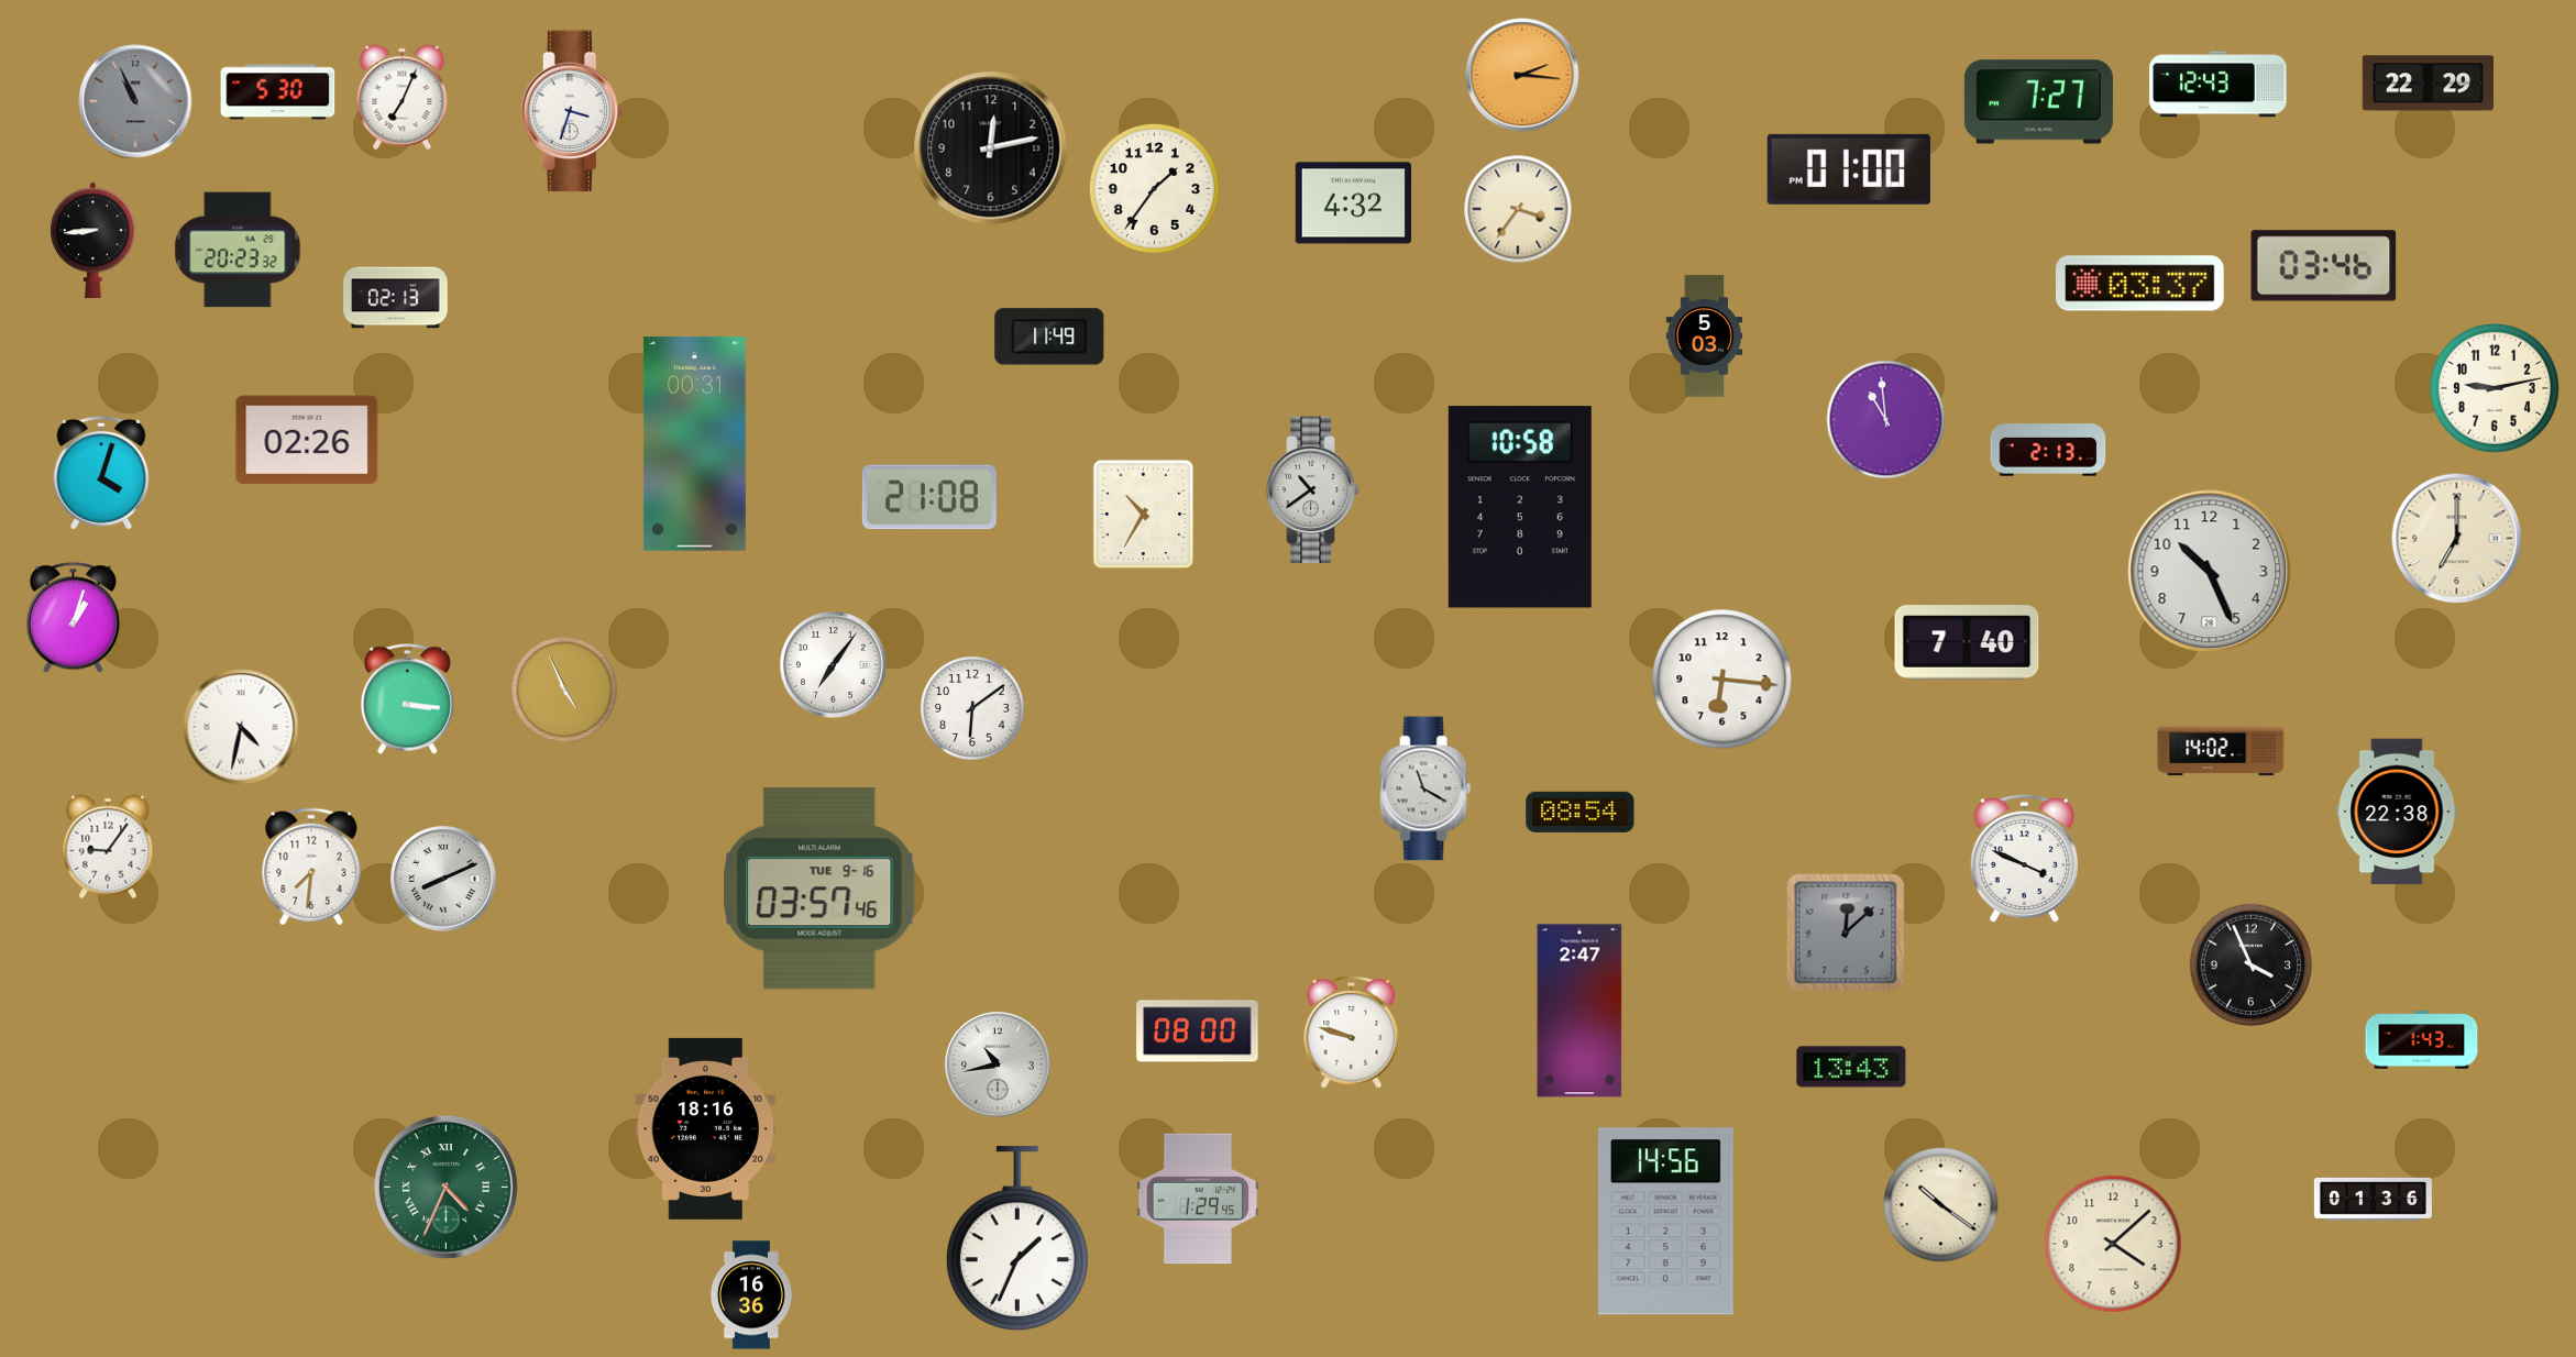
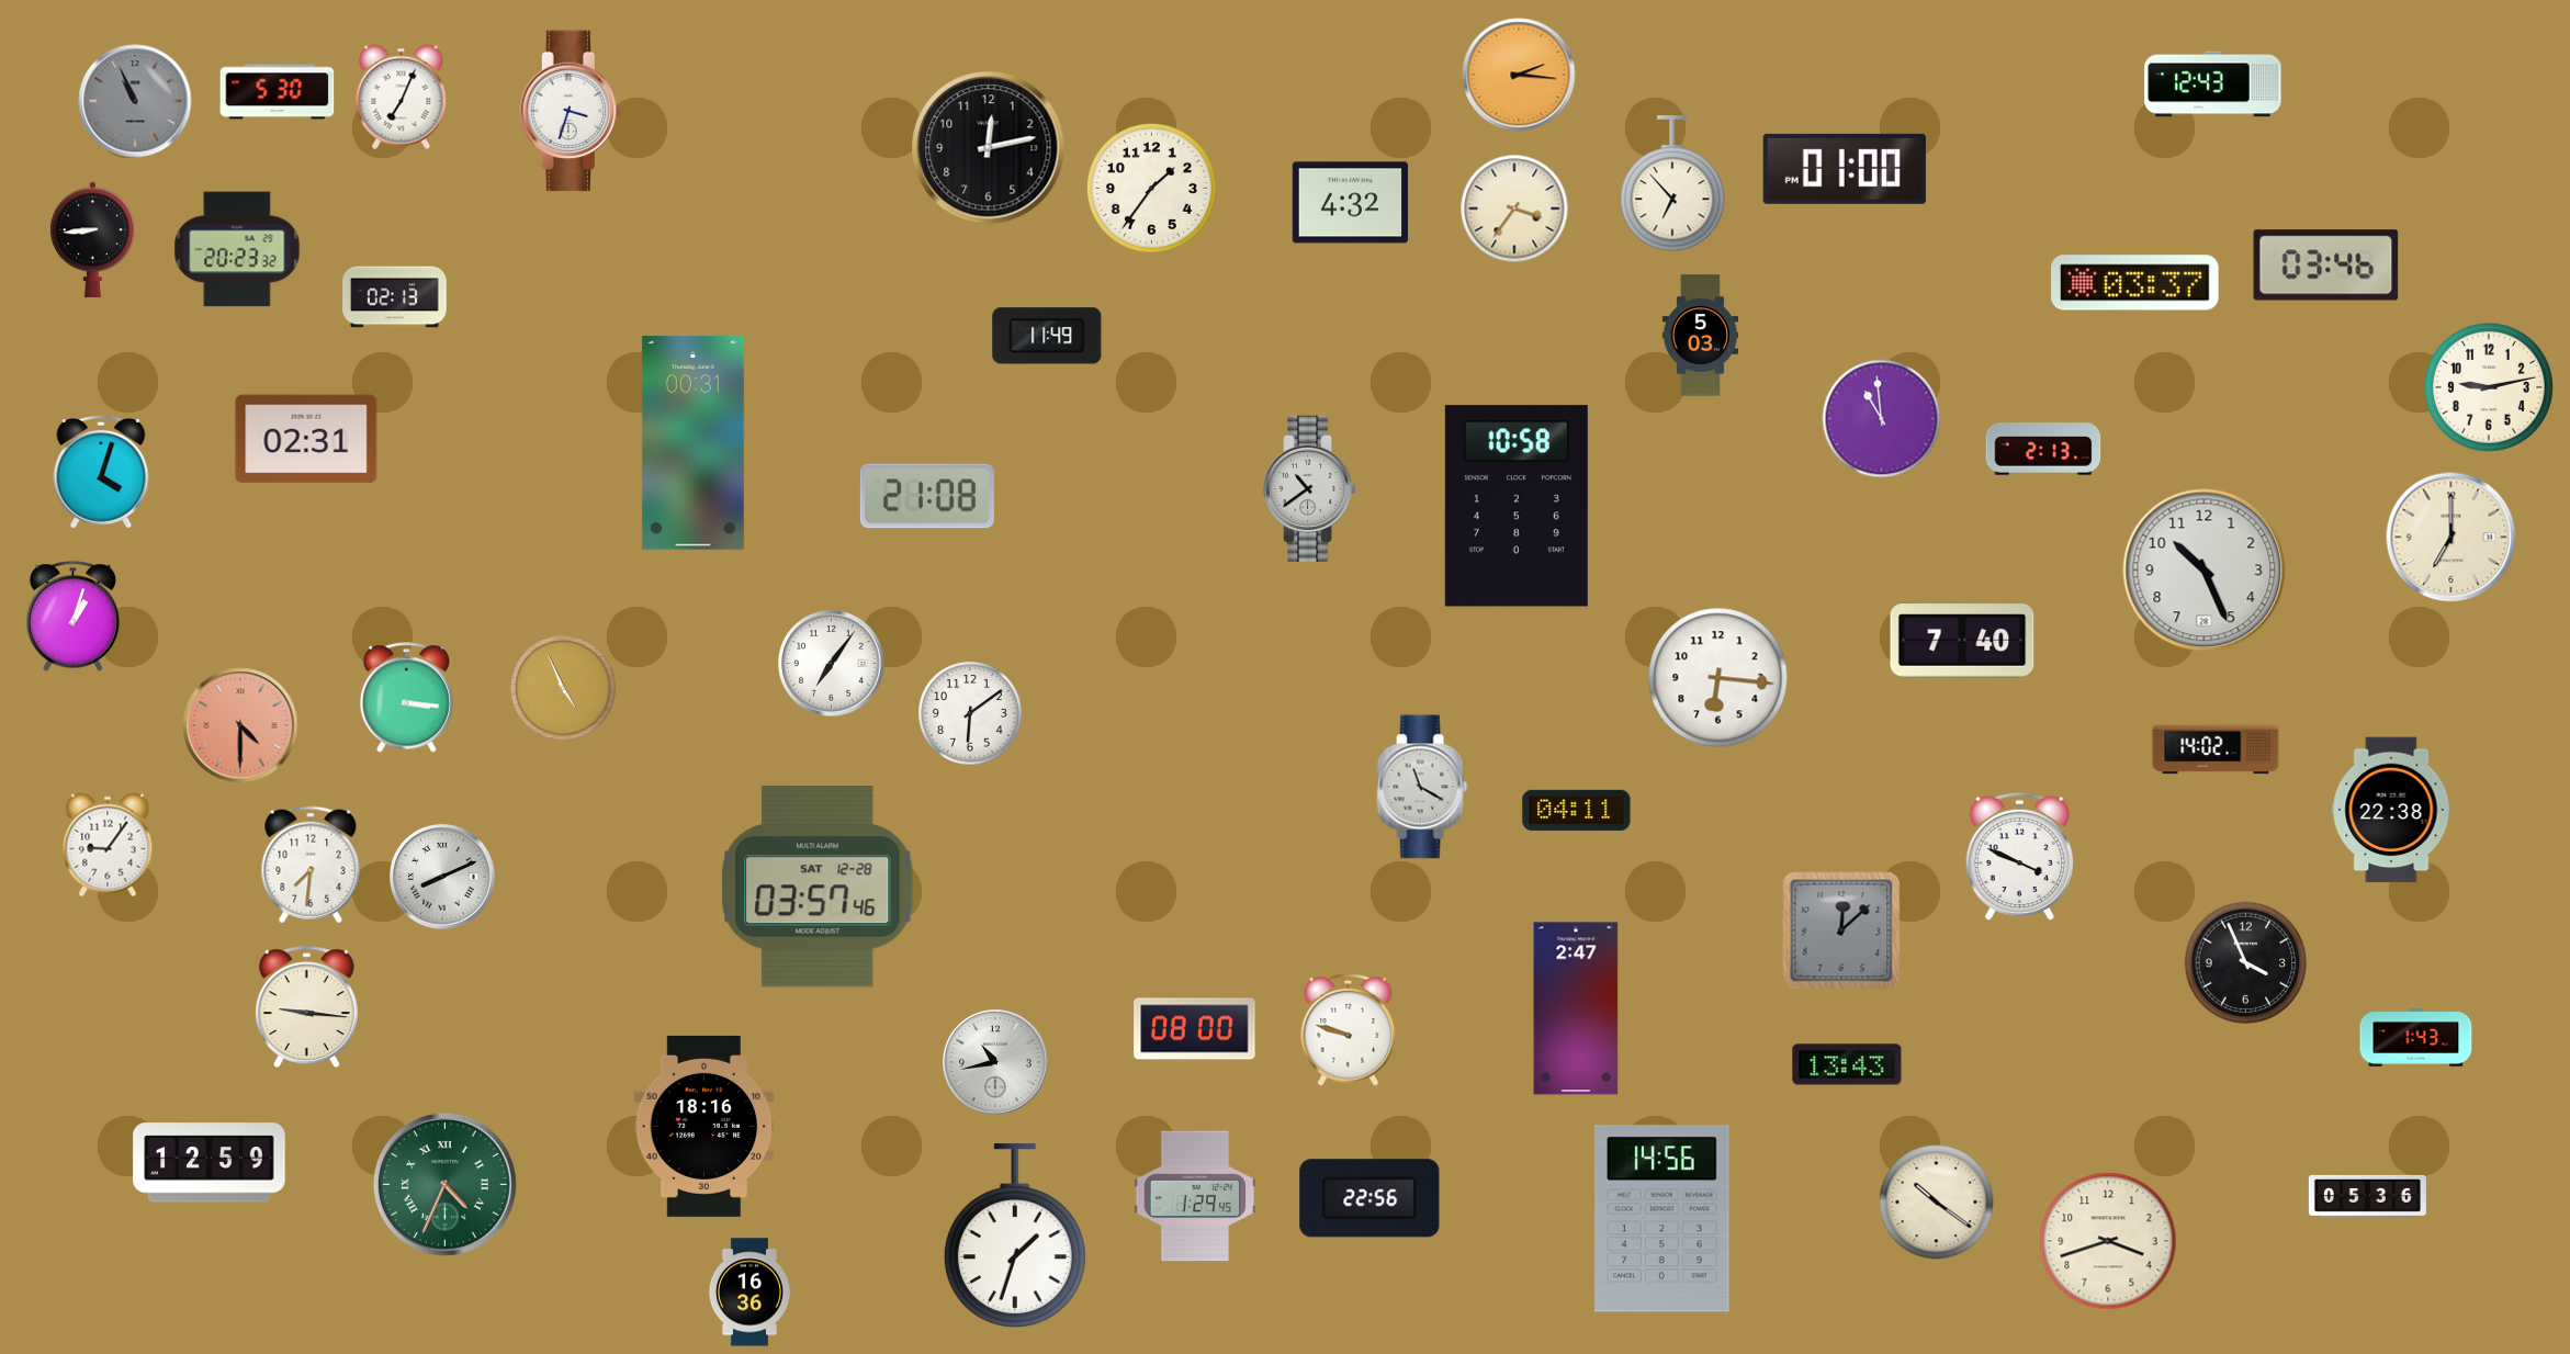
clock at (2429, 84): 22:29 -> none
clock at (2038, 102): 7:27 -> none
clock at (1672, 184): none -> 6:53
clock at (2324, 266) position: (2324, 266) -> (2326, 266)
clock at (307, 440): 02:26 -> 02:31
clock at (1144, 515): 10:35 -> none
clock at (972, 708) position: (972, 708) -> (970, 713)
clock at (241, 727): 4:32 -> 4:30
clock at (241, 727) dial: white -> salmon
clock at (1581, 812): 08:54 -> 04:11
clock at (819, 889) date: TUE 9-16 -> SAT 12-28
clock at (306, 1006): none -> 9:16
clock at (210, 1163): none -> 12:59
clock at (2373, 1199): 01:36 -> 05:36
clock at (1369, 1198): none -> 22:56
clock at (1017, 1239): 1:34 -> 1:33
clock at (2113, 1244): 4:08 -> 3:42
